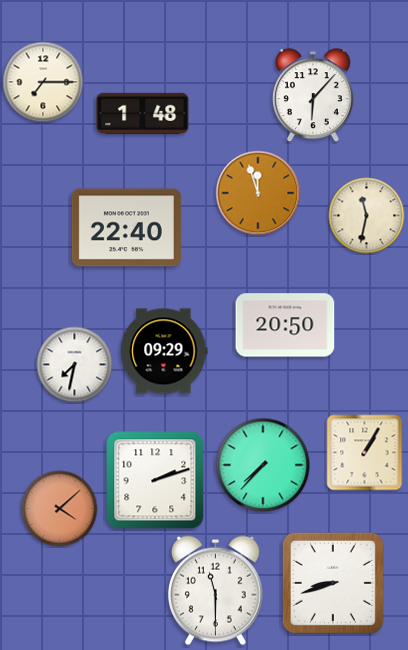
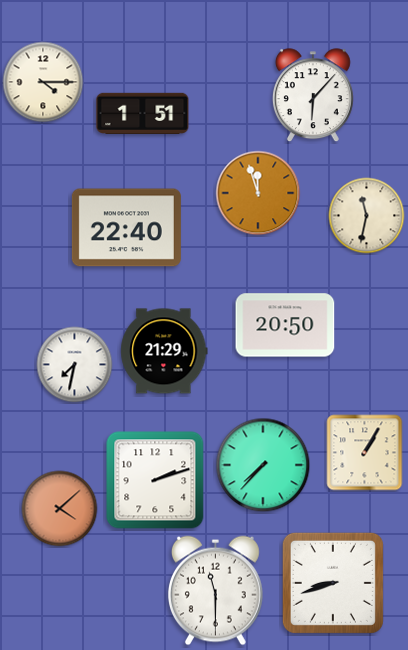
clock at (43, 82): 7:15 -> 4:15
clock at (143, 113): 1:48 -> 1:51
clock at (164, 351): 09:29 -> 21:29
